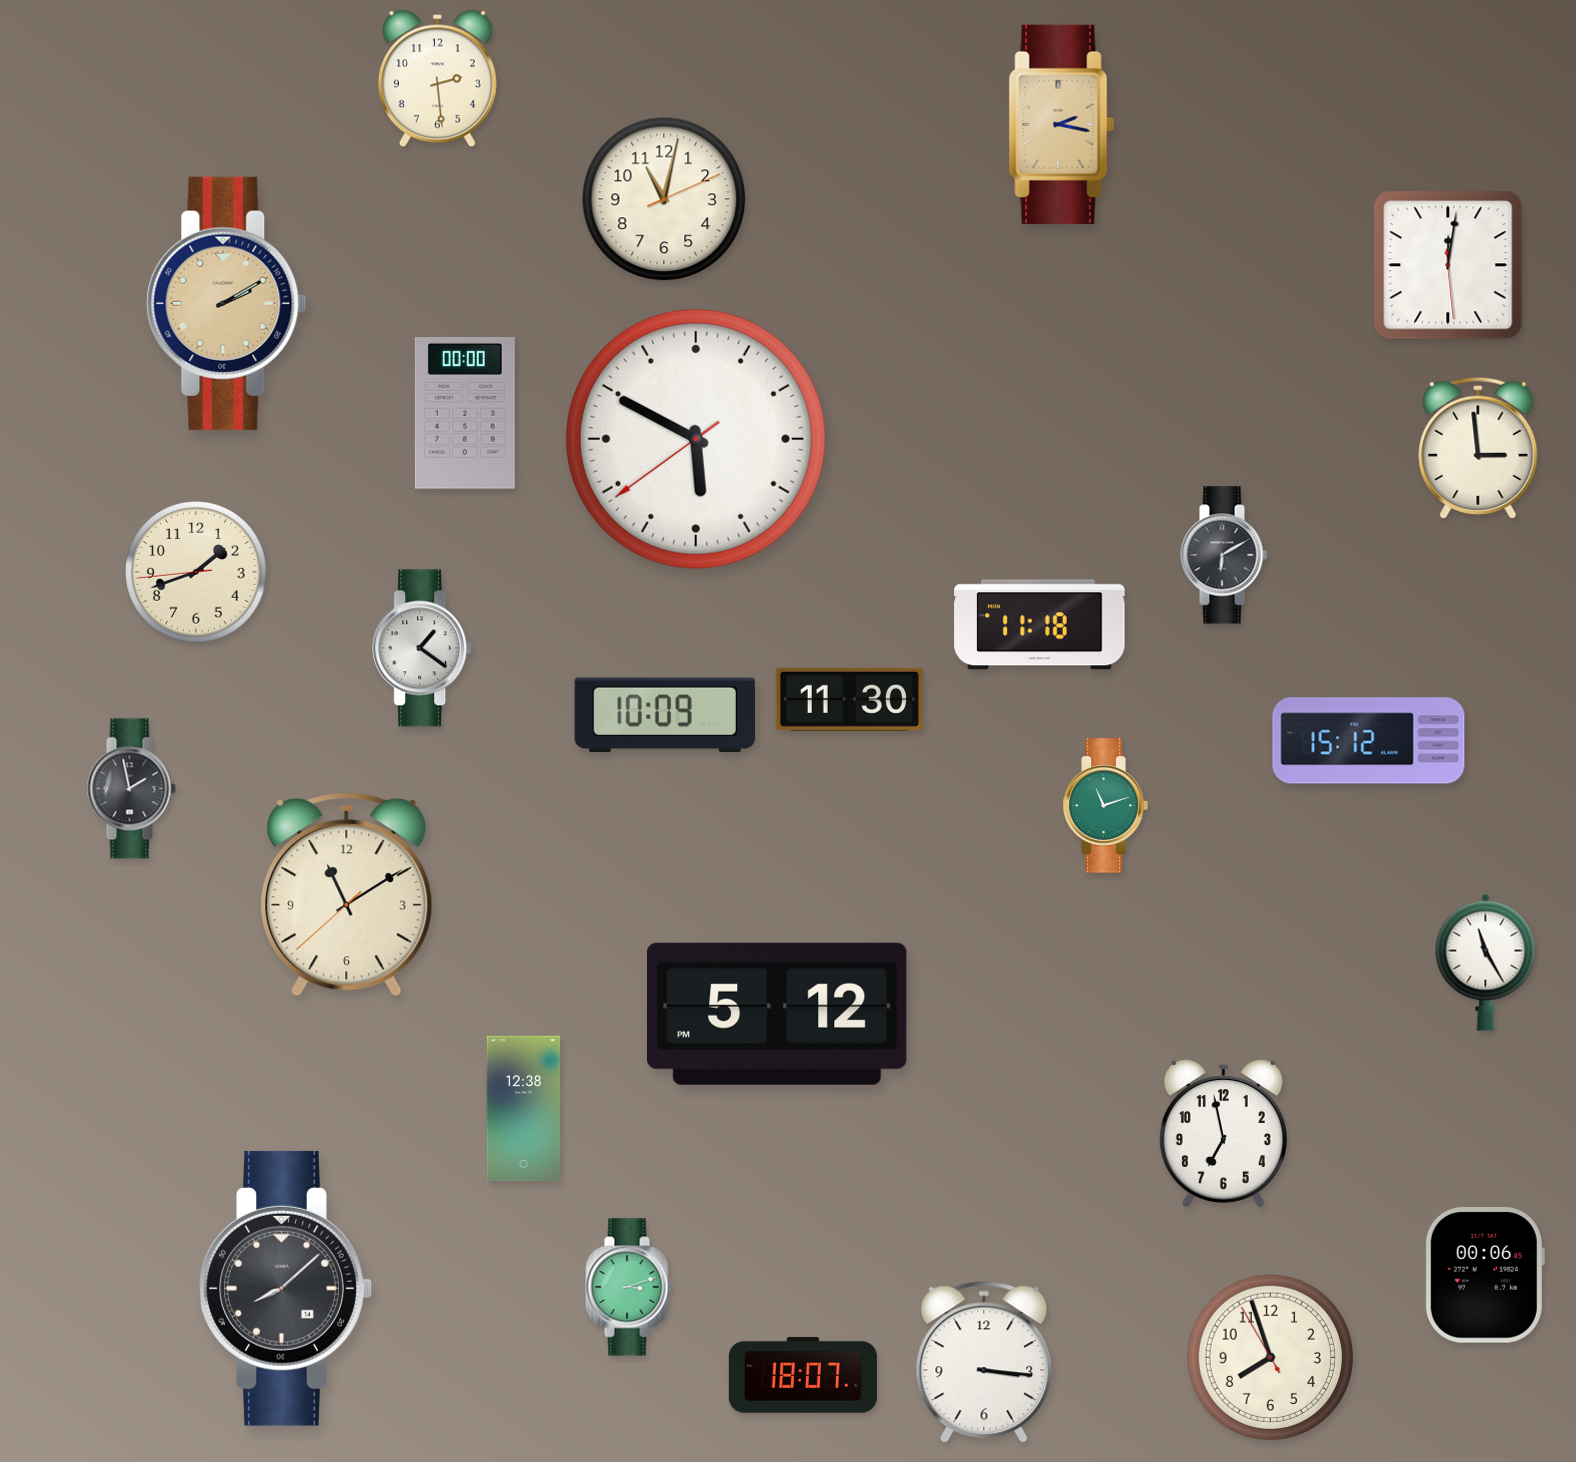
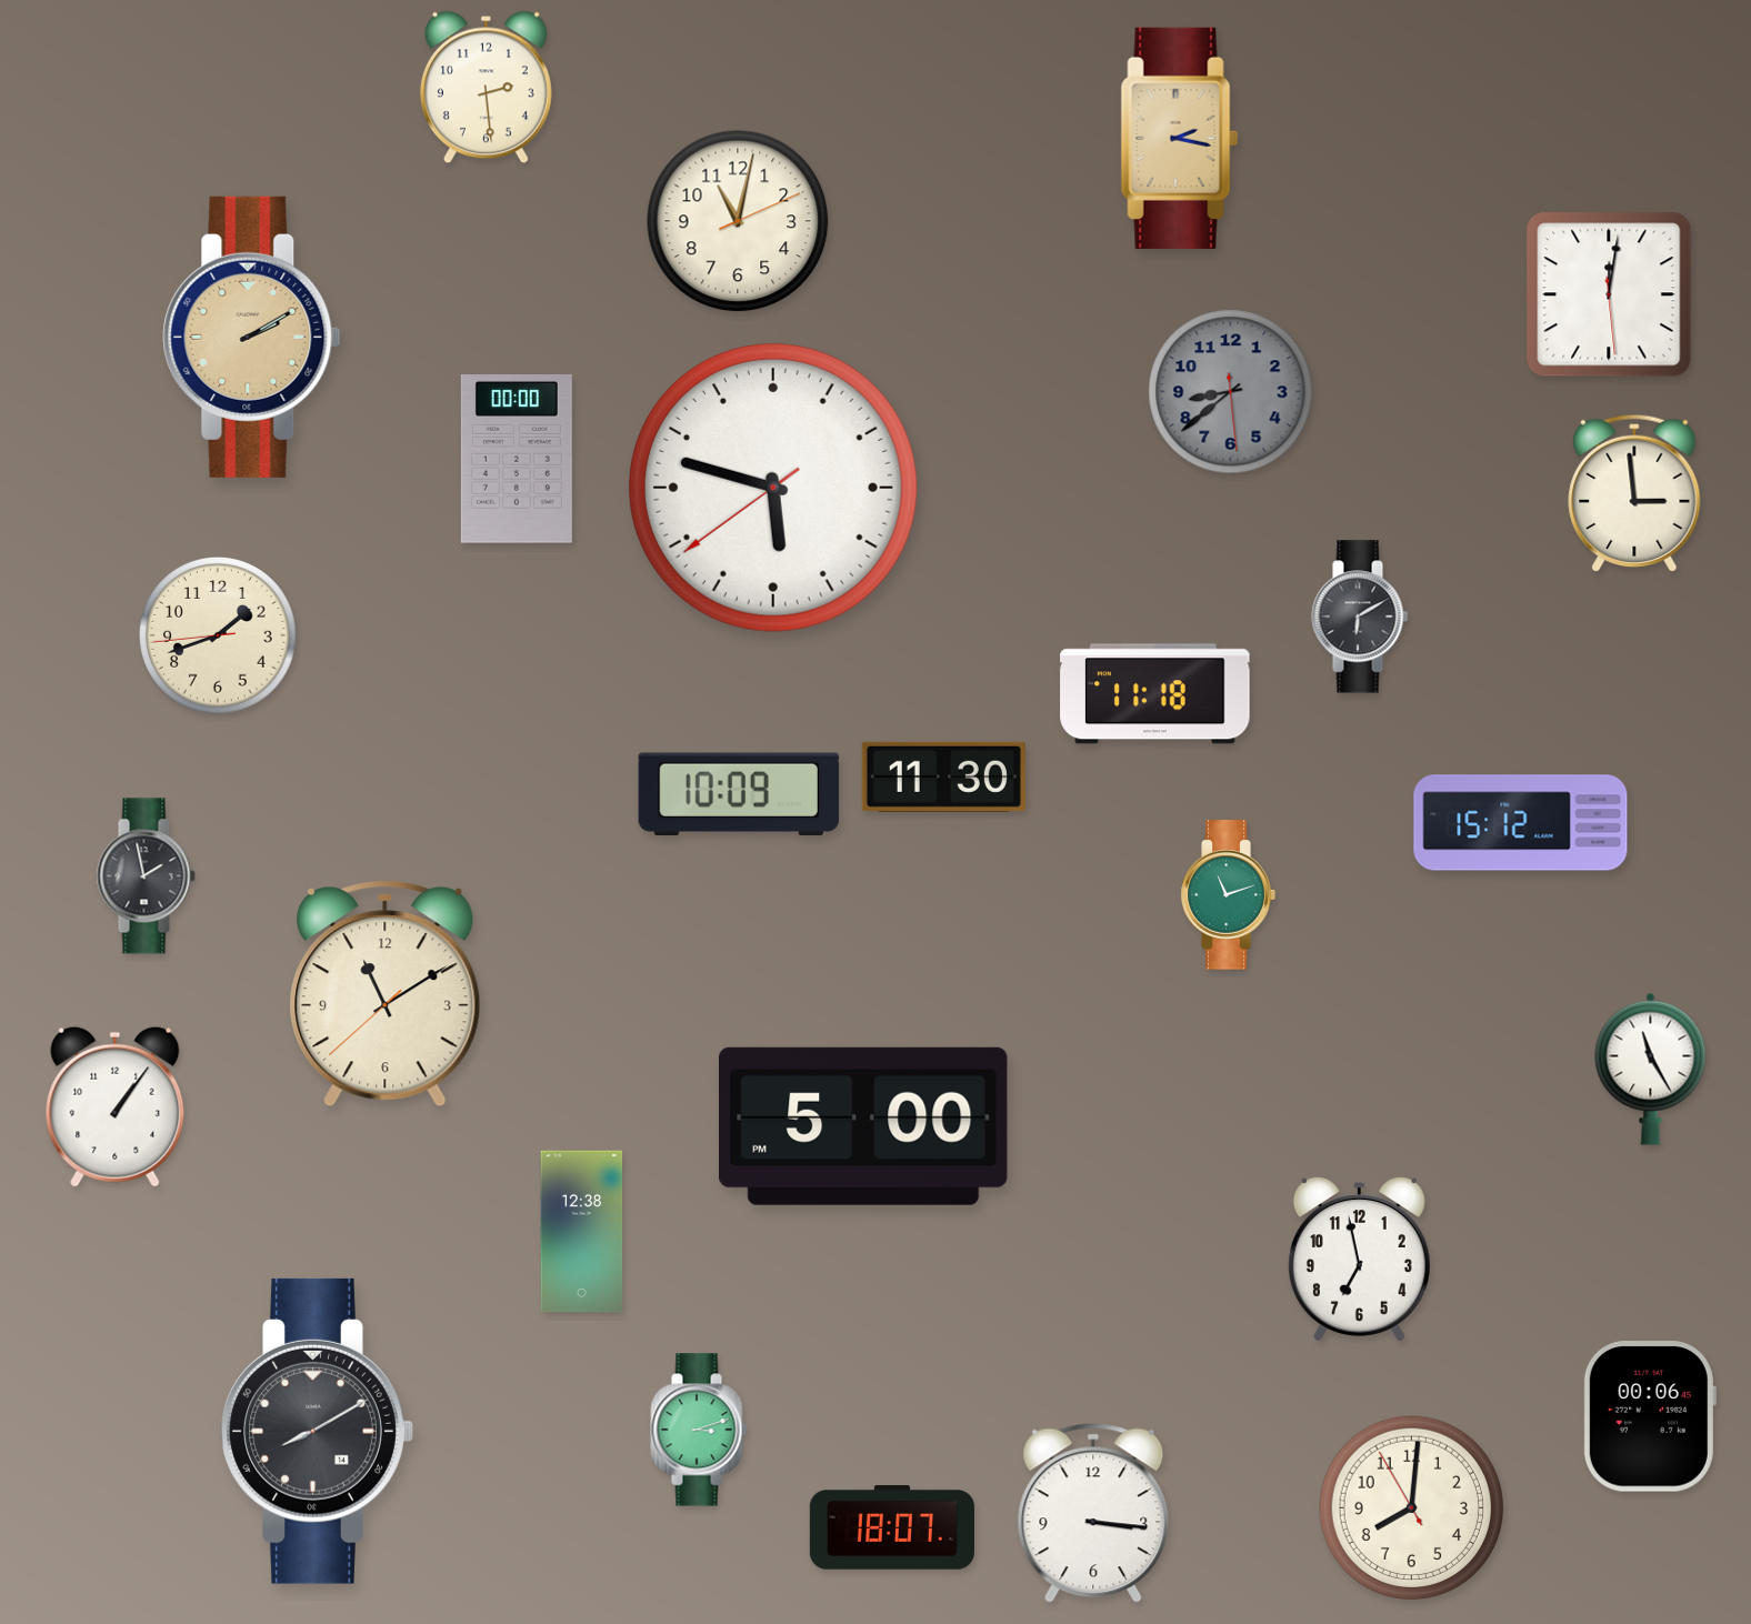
clock at (1231, 392): none -> 8:38
clock at (696, 439): 5:49 -> 5:47
clock at (1478, 447) position: (1478, 447) -> (1634, 492)
clock at (423, 648): 1:21 -> none
clock at (116, 1106): none -> 1:06
clock at (778, 1014): 5:12 -> 5:00
clock at (285, 1288): 8:08 -> 8:10
clock at (1271, 1358): 7:56 -> 8:00
